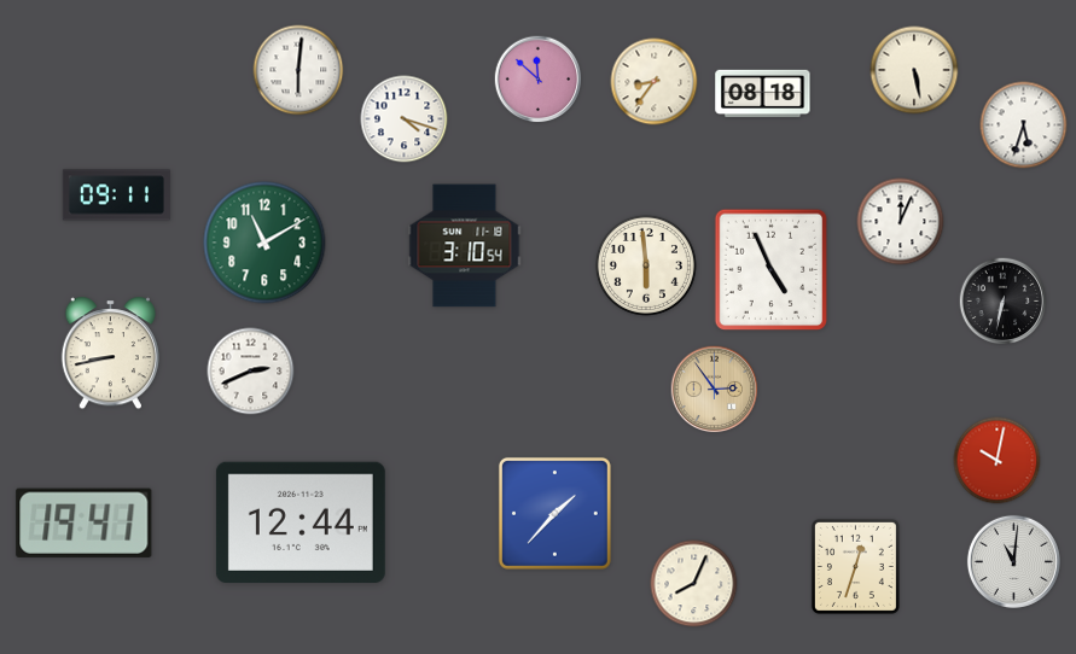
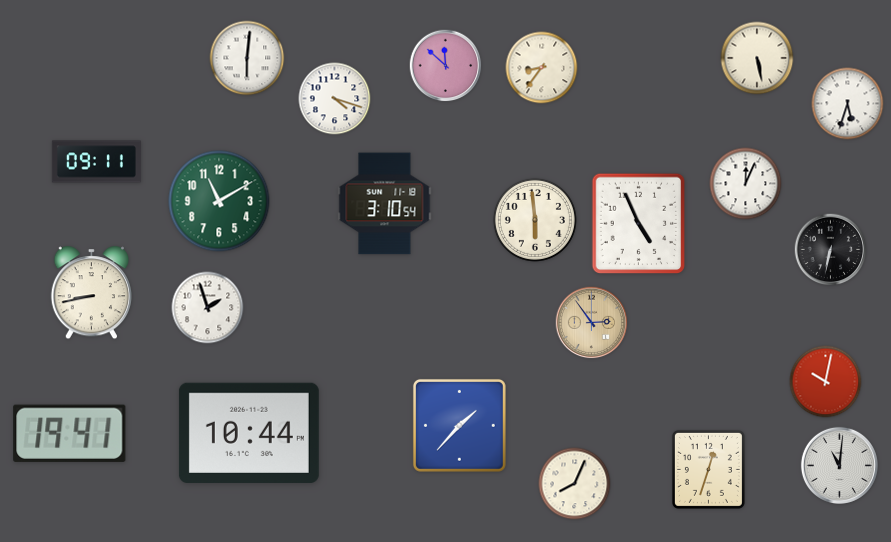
clock at (763, 93): 08:18 -> none
clock at (251, 372): 2:41 -> 1:57
clock at (301, 522): 12:44 -> 10:44
